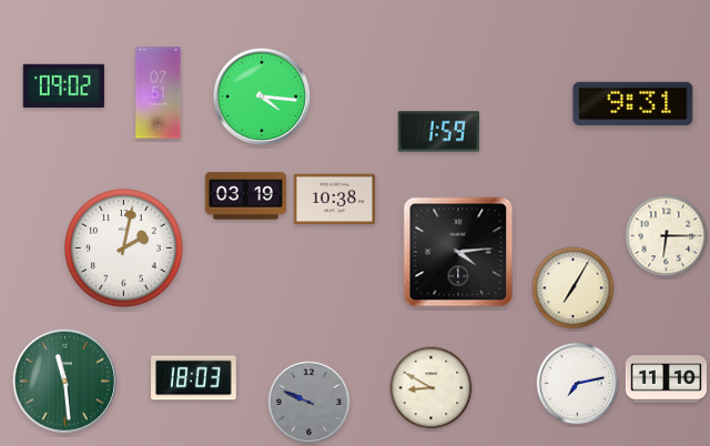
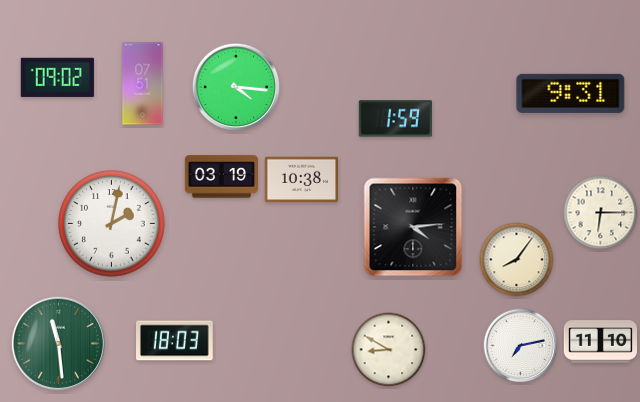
clock at (574, 288): 7:05 -> 8:06
clock at (310, 403): 9:49 -> none
